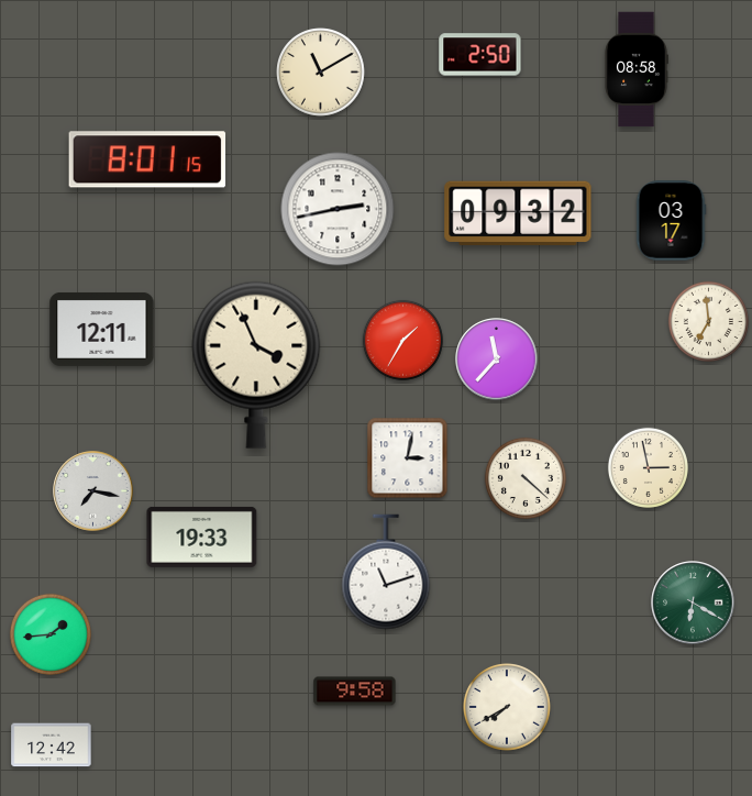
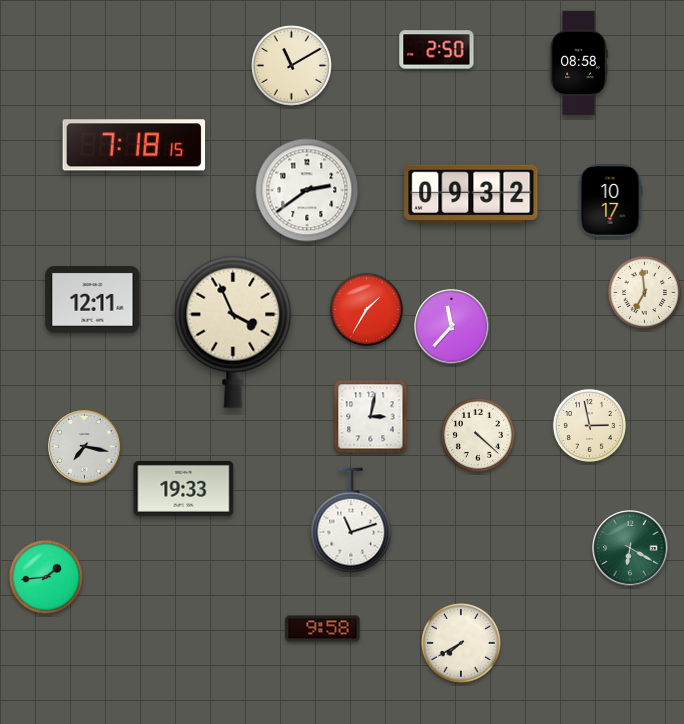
clock at (147, 159): 8:01 -> 7:18
clock at (338, 209): 2:43 -> 2:39
clock at (671, 221): 03:17 -> 10:17
clock at (52, 745): 12:42 -> none
